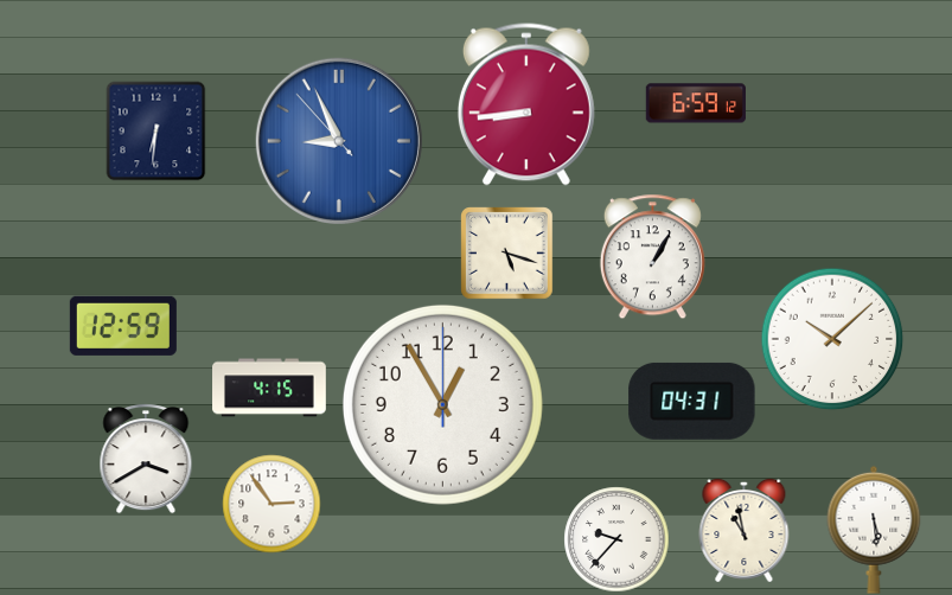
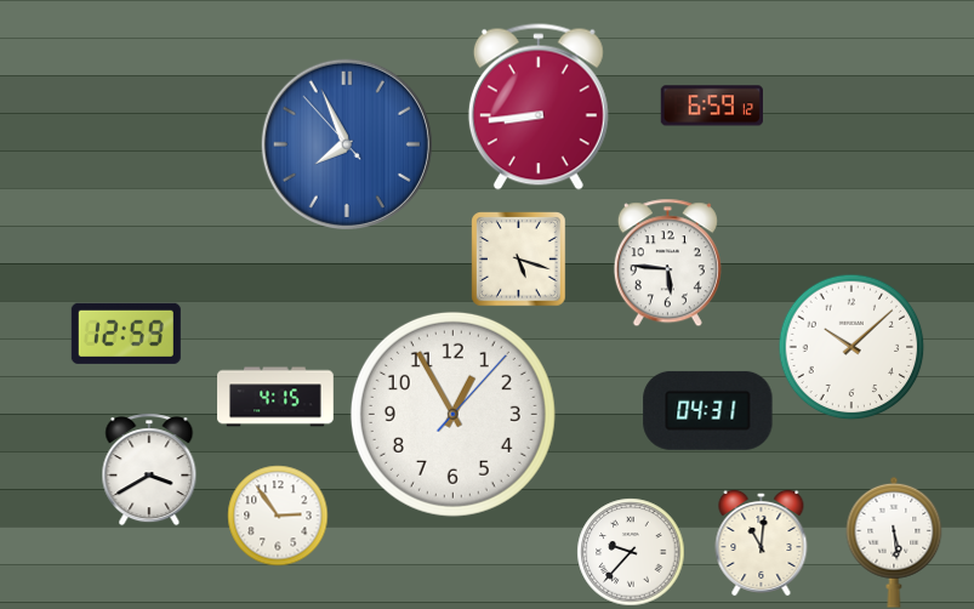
clock at (155, 130): 6:31 -> none
clock at (339, 141): 8:55 -> 7:55
clock at (652, 256): 1:05 -> 5:46
clock at (442, 404): 12:55:00 -> 12:55:07
clock at (745, 530): 10:58 -> 11:01
